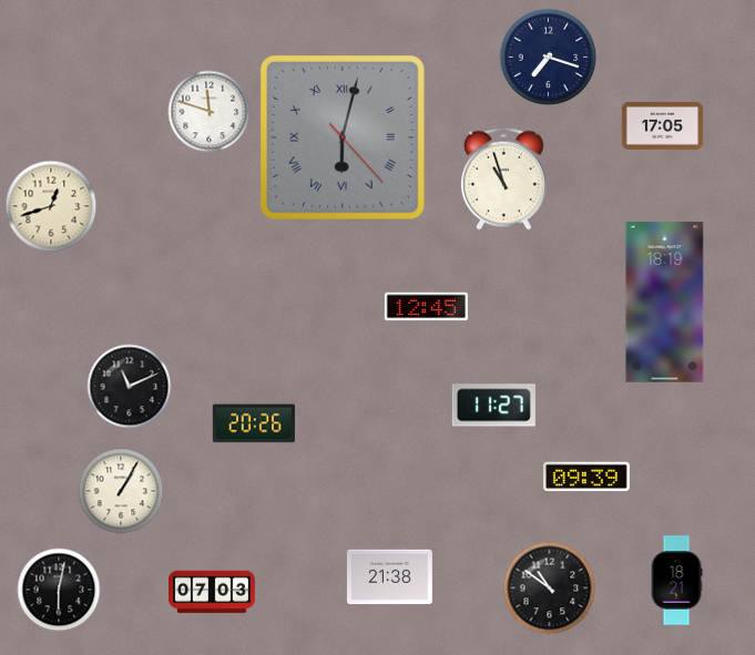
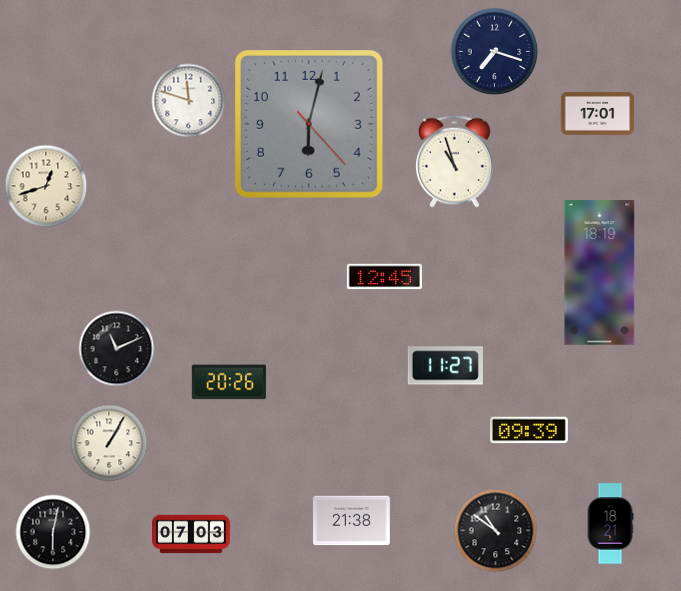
clock at (663, 125): 17:05 -> 17:01
clock at (343, 137) numerals: Roman -> Arabic
